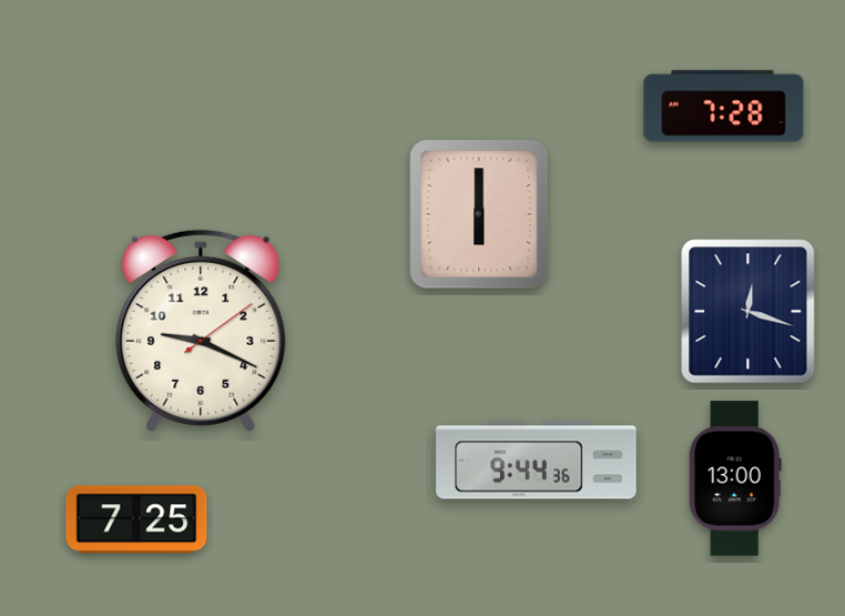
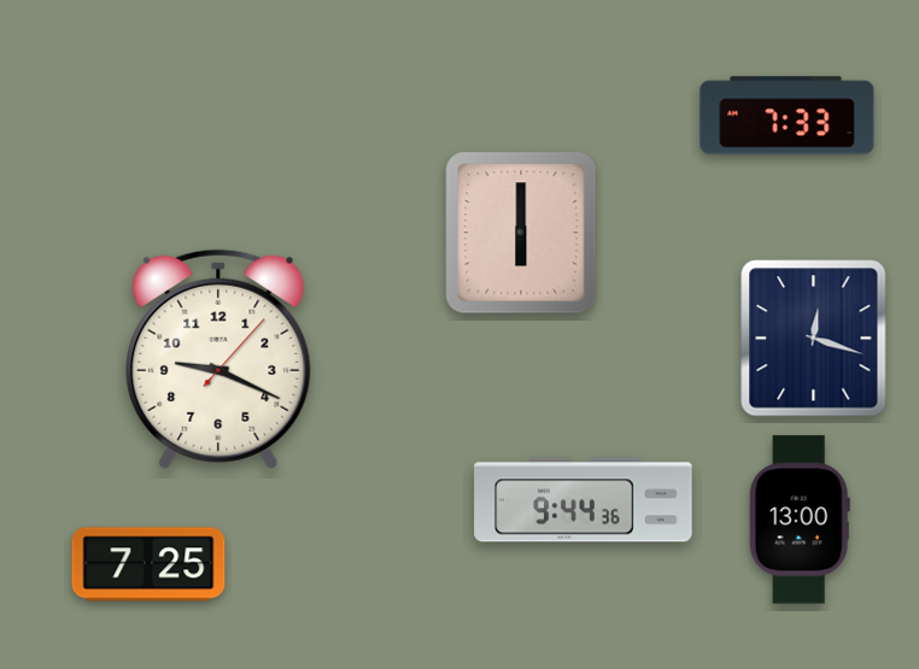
clock at (724, 107): 7:28 -> 7:33
clock at (201, 331): 9:19:09 -> 9:19:07
